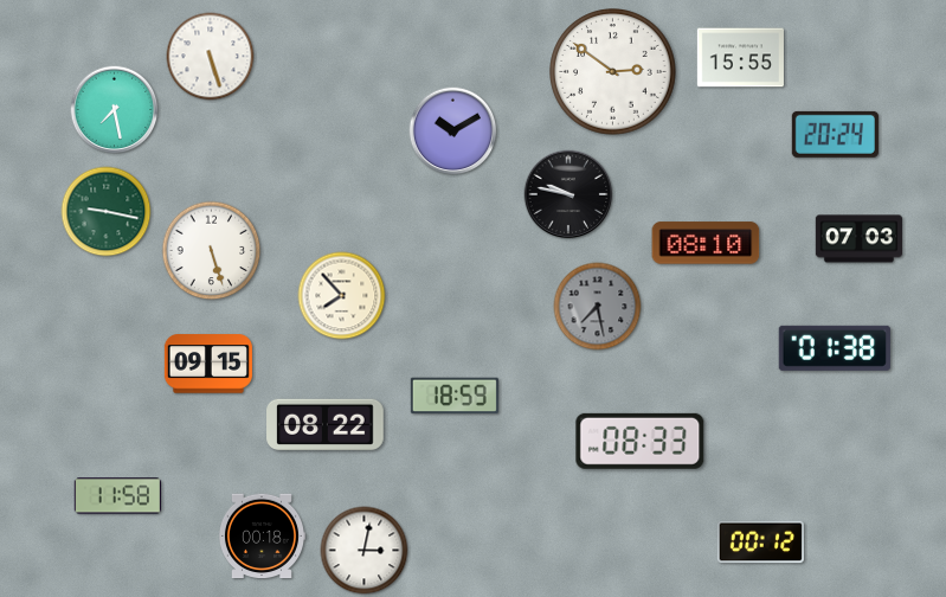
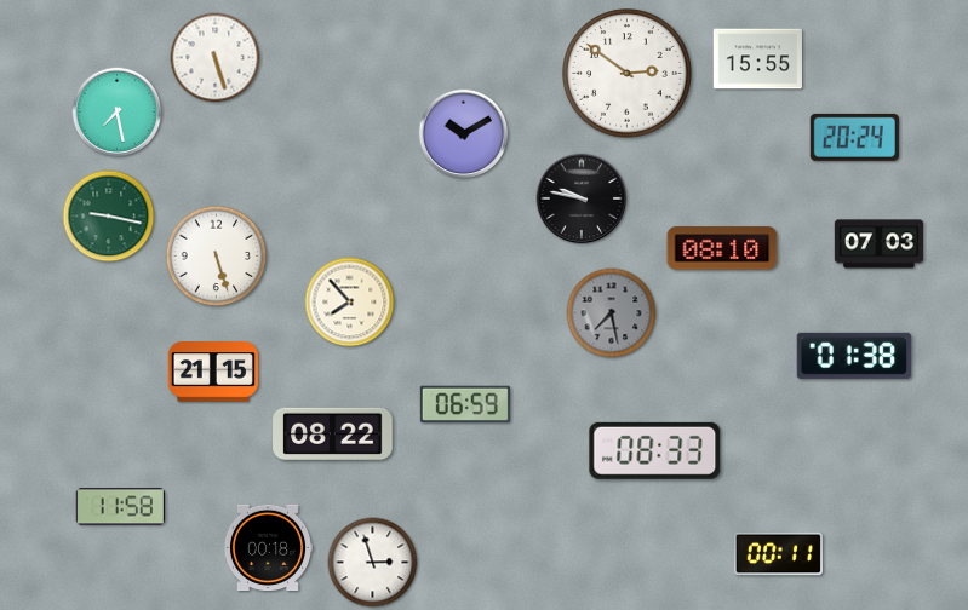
clock at (208, 364): 09:15 -> 21:15
clock at (455, 396): 18:59 -> 06:59
clock at (760, 543): 00:12 -> 00:11
clock at (365, 551): 3:02 -> 2:57
